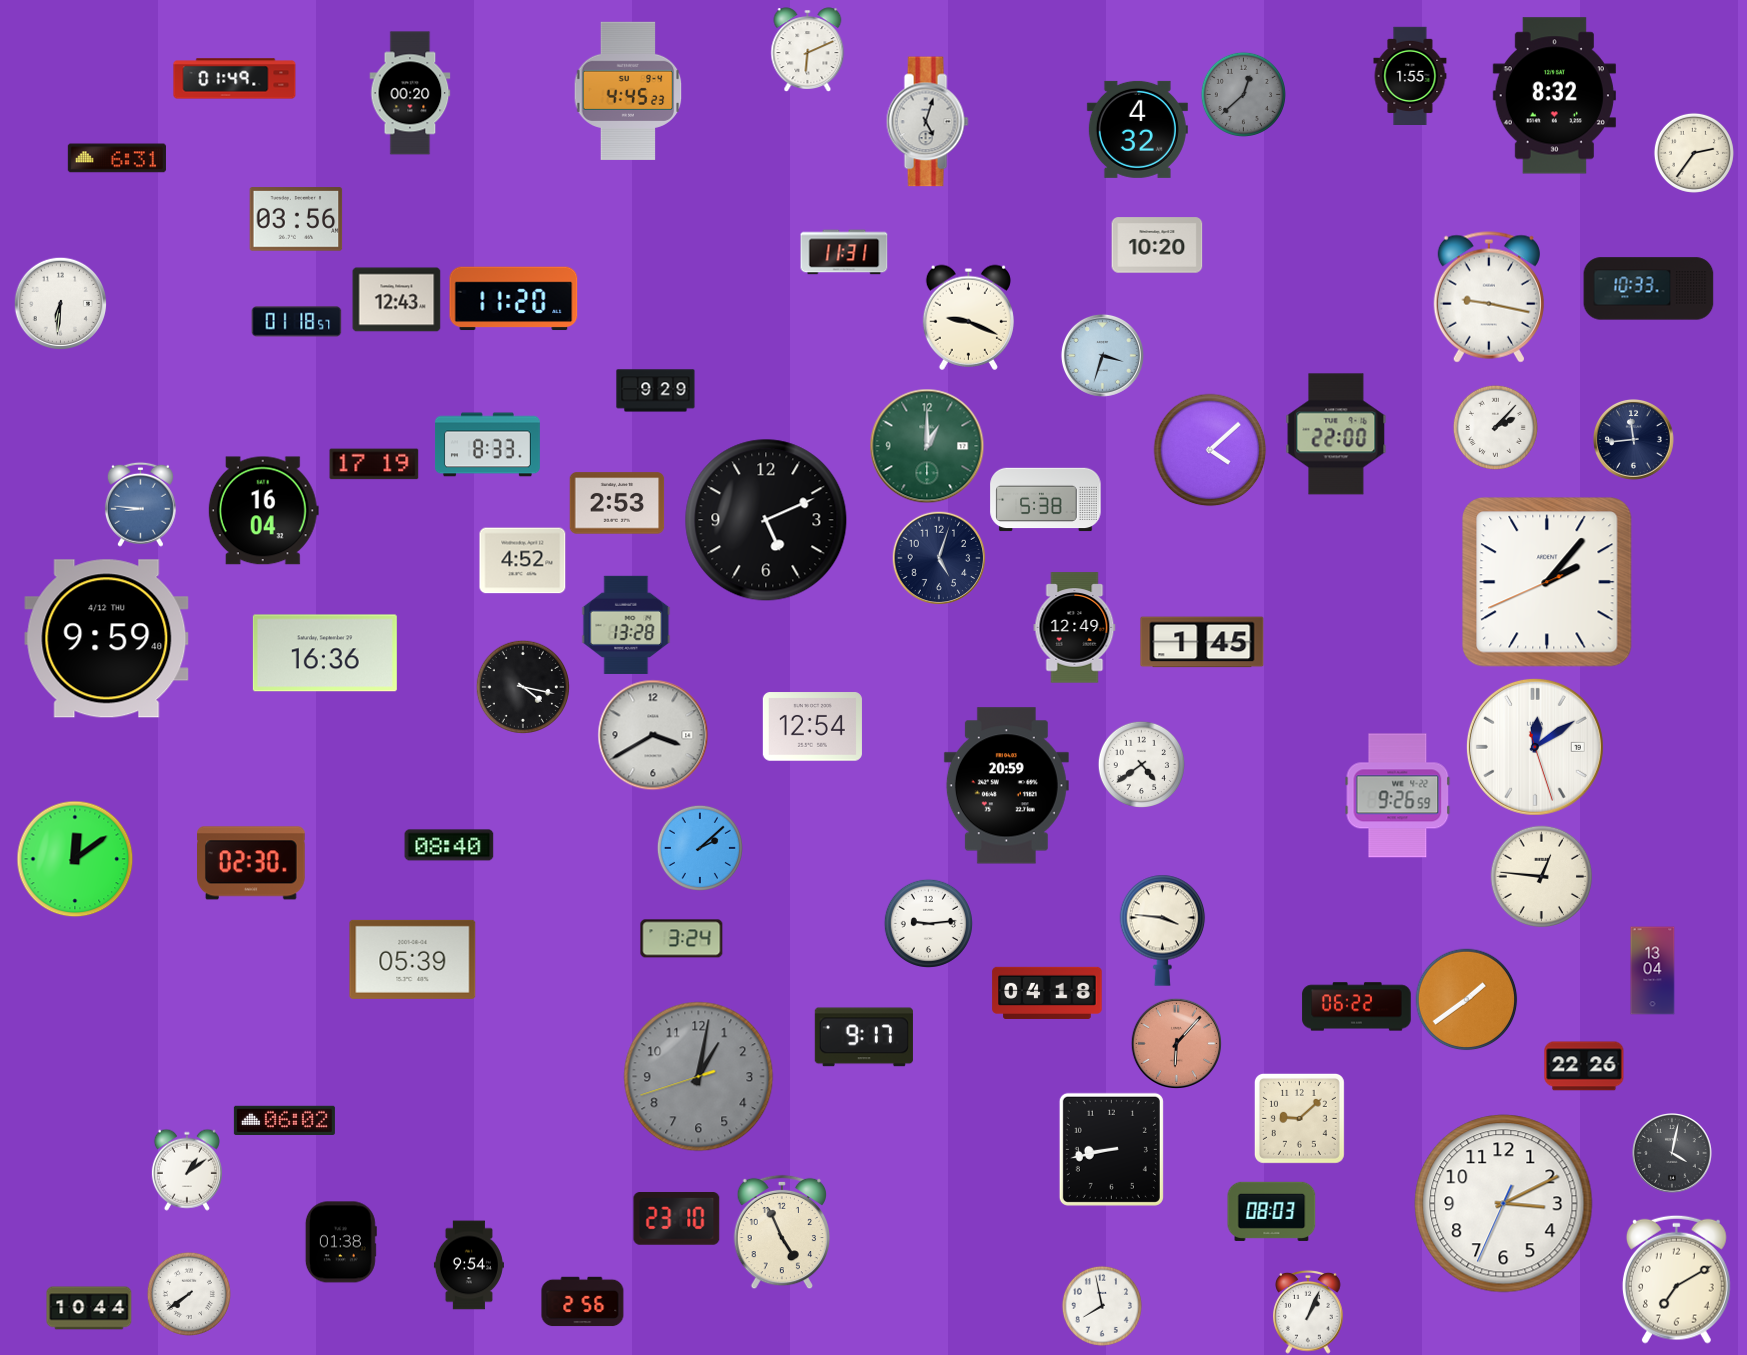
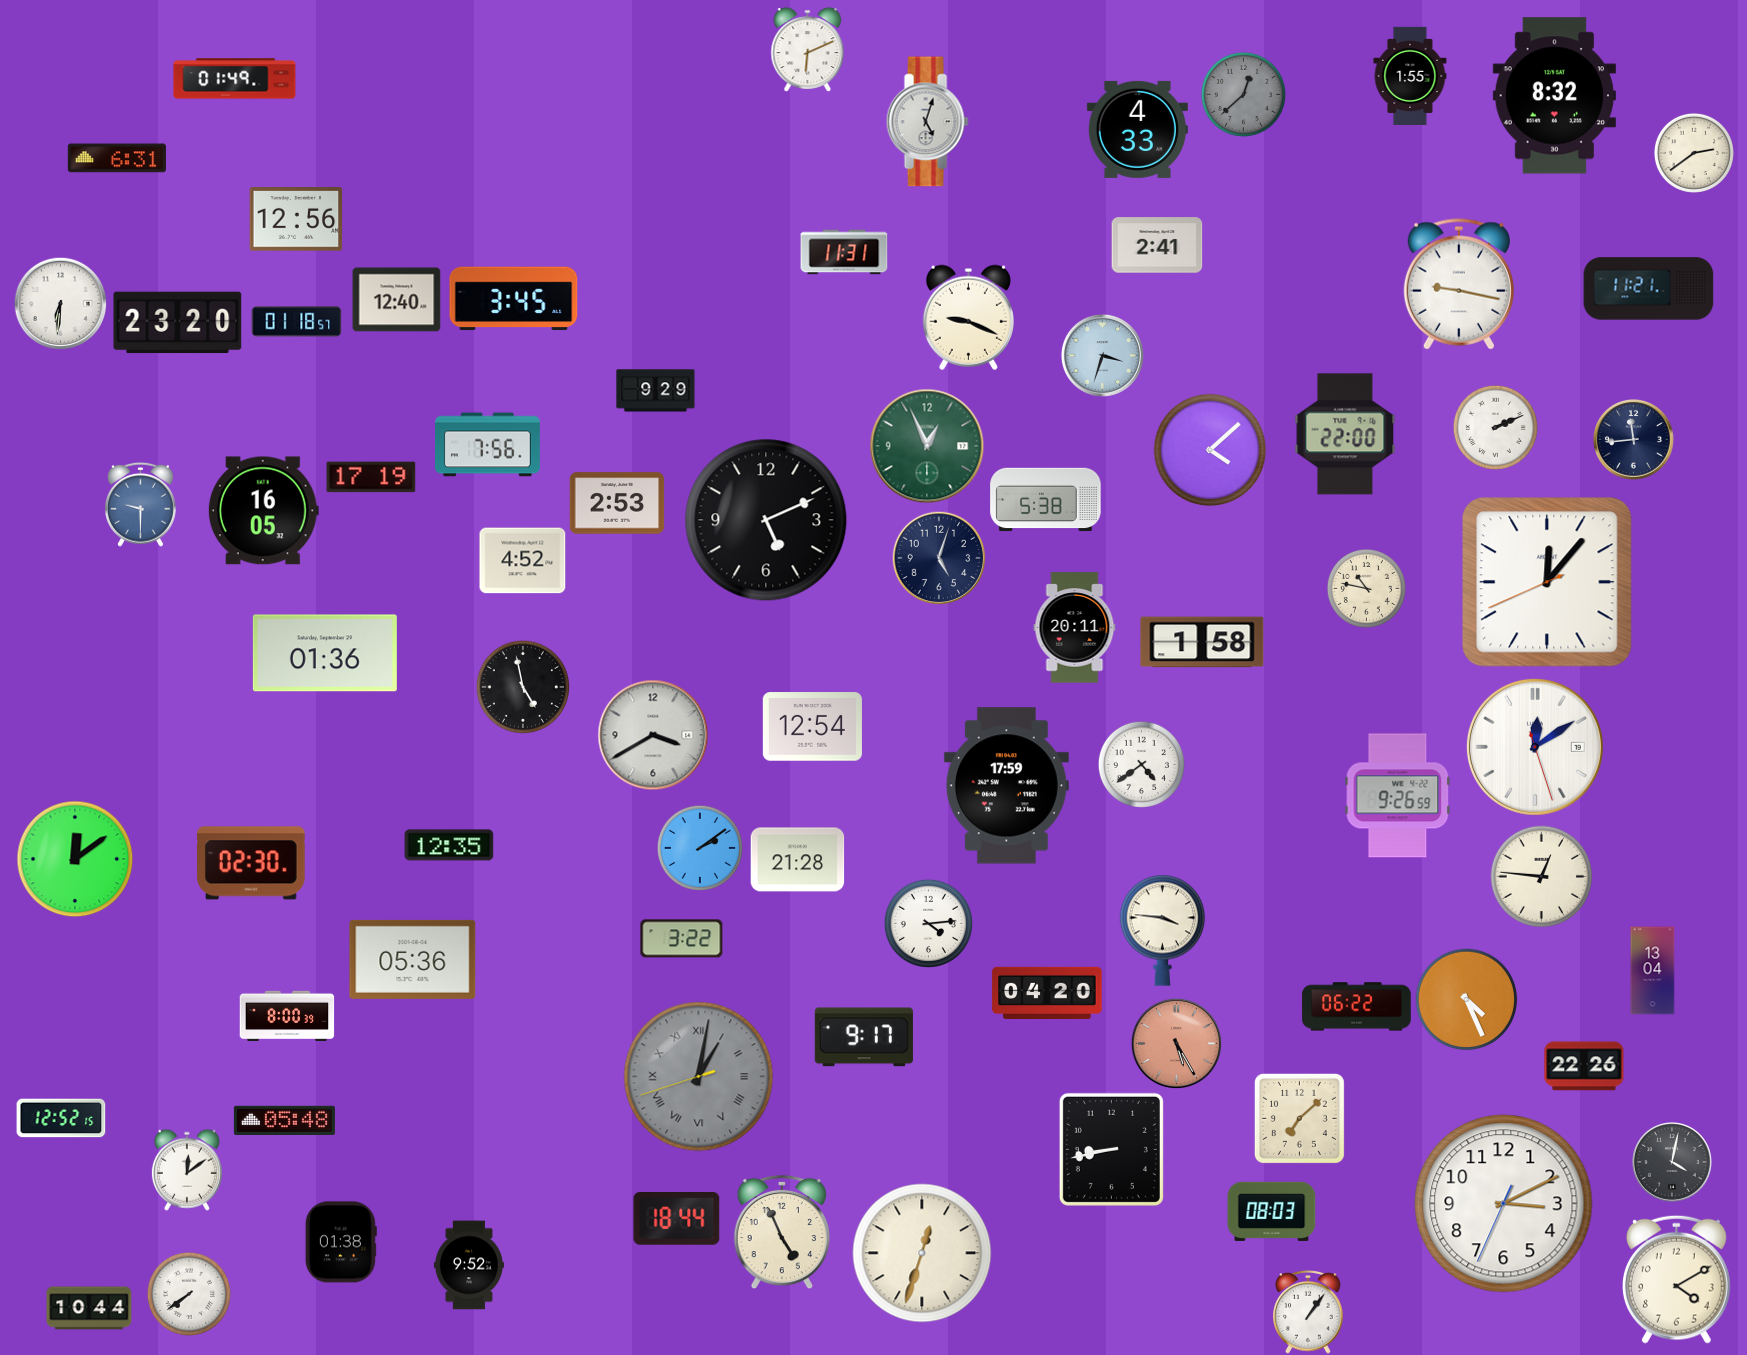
clock at (628, 91): 4:45 -> none
clock at (410, 93): 00:20 -> none
clock at (1137, 129): 4:32 -> 4:33
clock at (1694, 153): 2:36 -> 2:39
clock at (296, 219): 03:56 -> 12:56
clock at (1157, 245): 10:20 -> 2:41
clock at (1649, 289): 10:33 -> 11:21
clock at (1489, 297) position: (1489, 297) -> (1459, 284)
clock at (514, 299): 11:20 -> 3:45
clock at (397, 300): 12:43 -> 12:40
clock at (178, 323): none -> 23:20
clock at (1495, 427): 2:07 -> 2:11
clock at (1336, 434) position: (1336, 434) -> (1345, 434)
clock at (487, 445): 8:33 -> 7:56
clock at (927, 446): 1:00 -> 12:56
clock at (374, 464) position: (374, 464) -> (371, 477)
clock at (140, 504): 8:46 -> 9:30
clock at (263, 511): 16:04 -> 16:05
clock at (1547, 582): 2:06 -> 12:06
clock at (1366, 588): none -> 10:47
clock at (626, 625): 13:28 -> none
clock at (1075, 628): 12:49 -> 20:11
clock at (107, 639): 9:59 -> none
clock at (1202, 642): 1:45 -> 1:58
clock at (325, 653): 16:36 -> 01:36
clock at (522, 686): 4:17 -> 4:58
clock at (1006, 786): 20:59 -> 17:59
clock at (449, 845): 08:40 -> 12:35
clock at (700, 848): 2:08 -> 2:09
clock at (798, 860): none -> 21:28
clock at (928, 923): 9:14 -> 4:14
clock at (682, 939): 3:24 -> 3:22
clock at (413, 959): 05:39 -> 05:36
clock at (1047, 993): 04:18 -> 04:20
clock at (1467, 1000): 1:39 -> 4:26
clock at (287, 1016): none -> 8:00
clock at (1176, 1043): 6:07 -> 5:25
clock at (699, 1077) numerals: Arabic -> Roman
clock at (61, 1118): none -> 12:52
clock at (1299, 1118): 9:08 -> 7:08
clock at (284, 1121): 06:02 -> 05:48
clock at (1673, 1154) position: (1673, 1154) -> (1673, 1163)
clock at (187, 1170): 1:09 -> 12:09
clock at (677, 1219): 23:10 -> 18:44
clock at (922, 1253): none -> 12:33
clock at (469, 1265): 9:54 -> 9:52
clock at (1676, 1279): 7:10 -> 4:10
clock at (583, 1302): 2:56 -> none
clock at (1102, 1306): 7:58 -> none
clock at (1308, 1312): 1:04 -> 1:06
